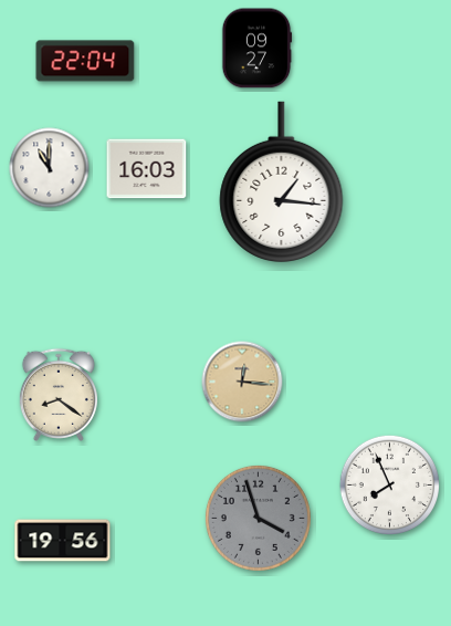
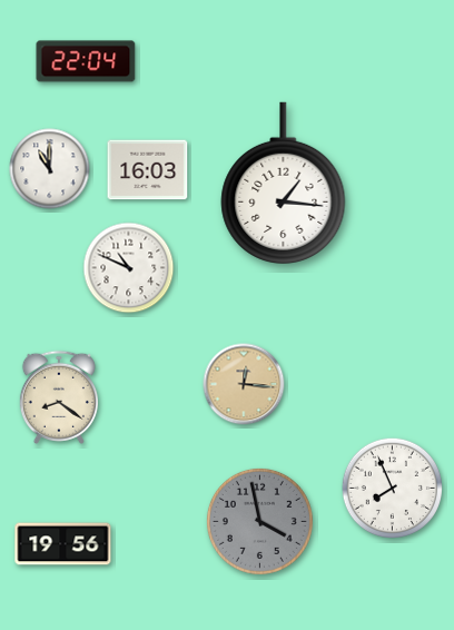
clock at (256, 49): 09:27 -> none
clock at (129, 268): none -> 10:49
clock at (258, 518): 3:57 -> 3:58
